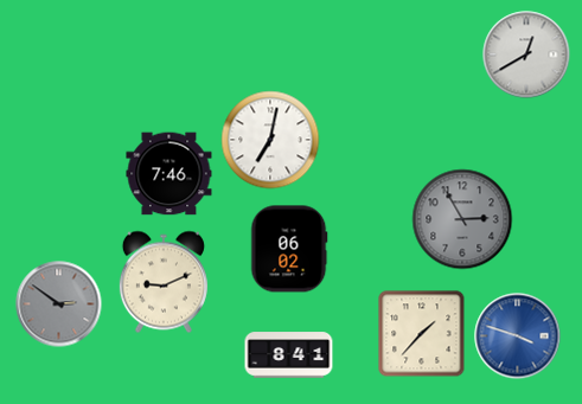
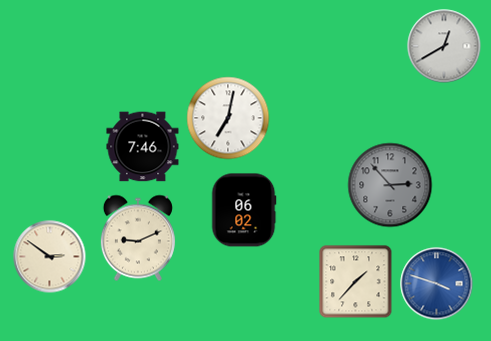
clock at (462, 219): 2:55 -> 2:53
clock at (59, 304) dial: grey -> cream
clock at (289, 355): 8:41 -> none
